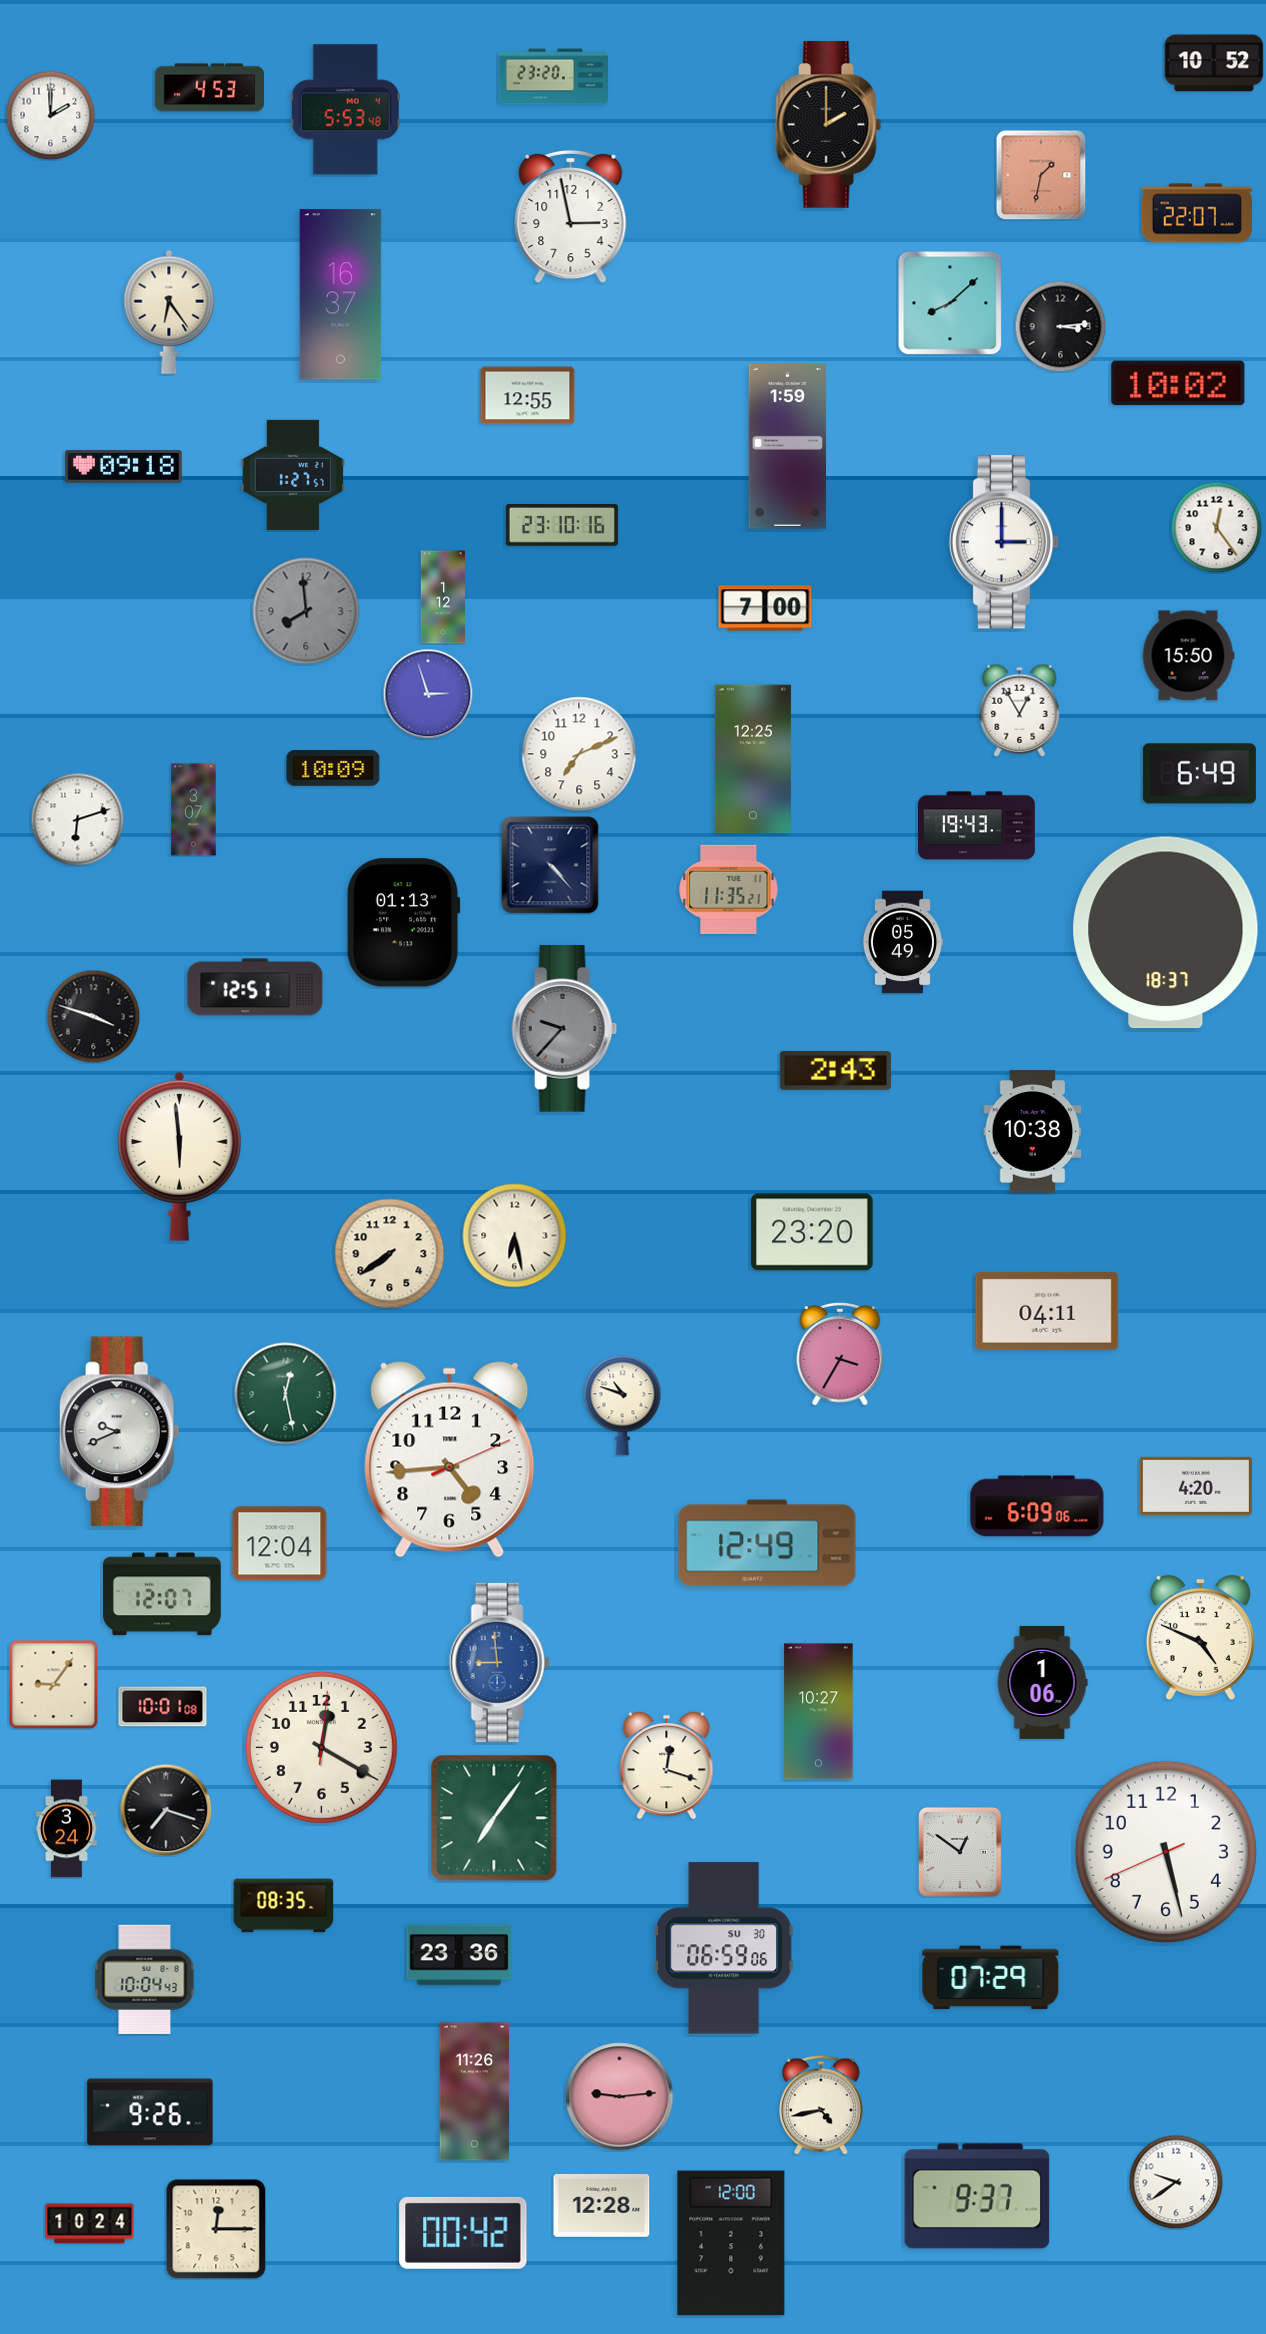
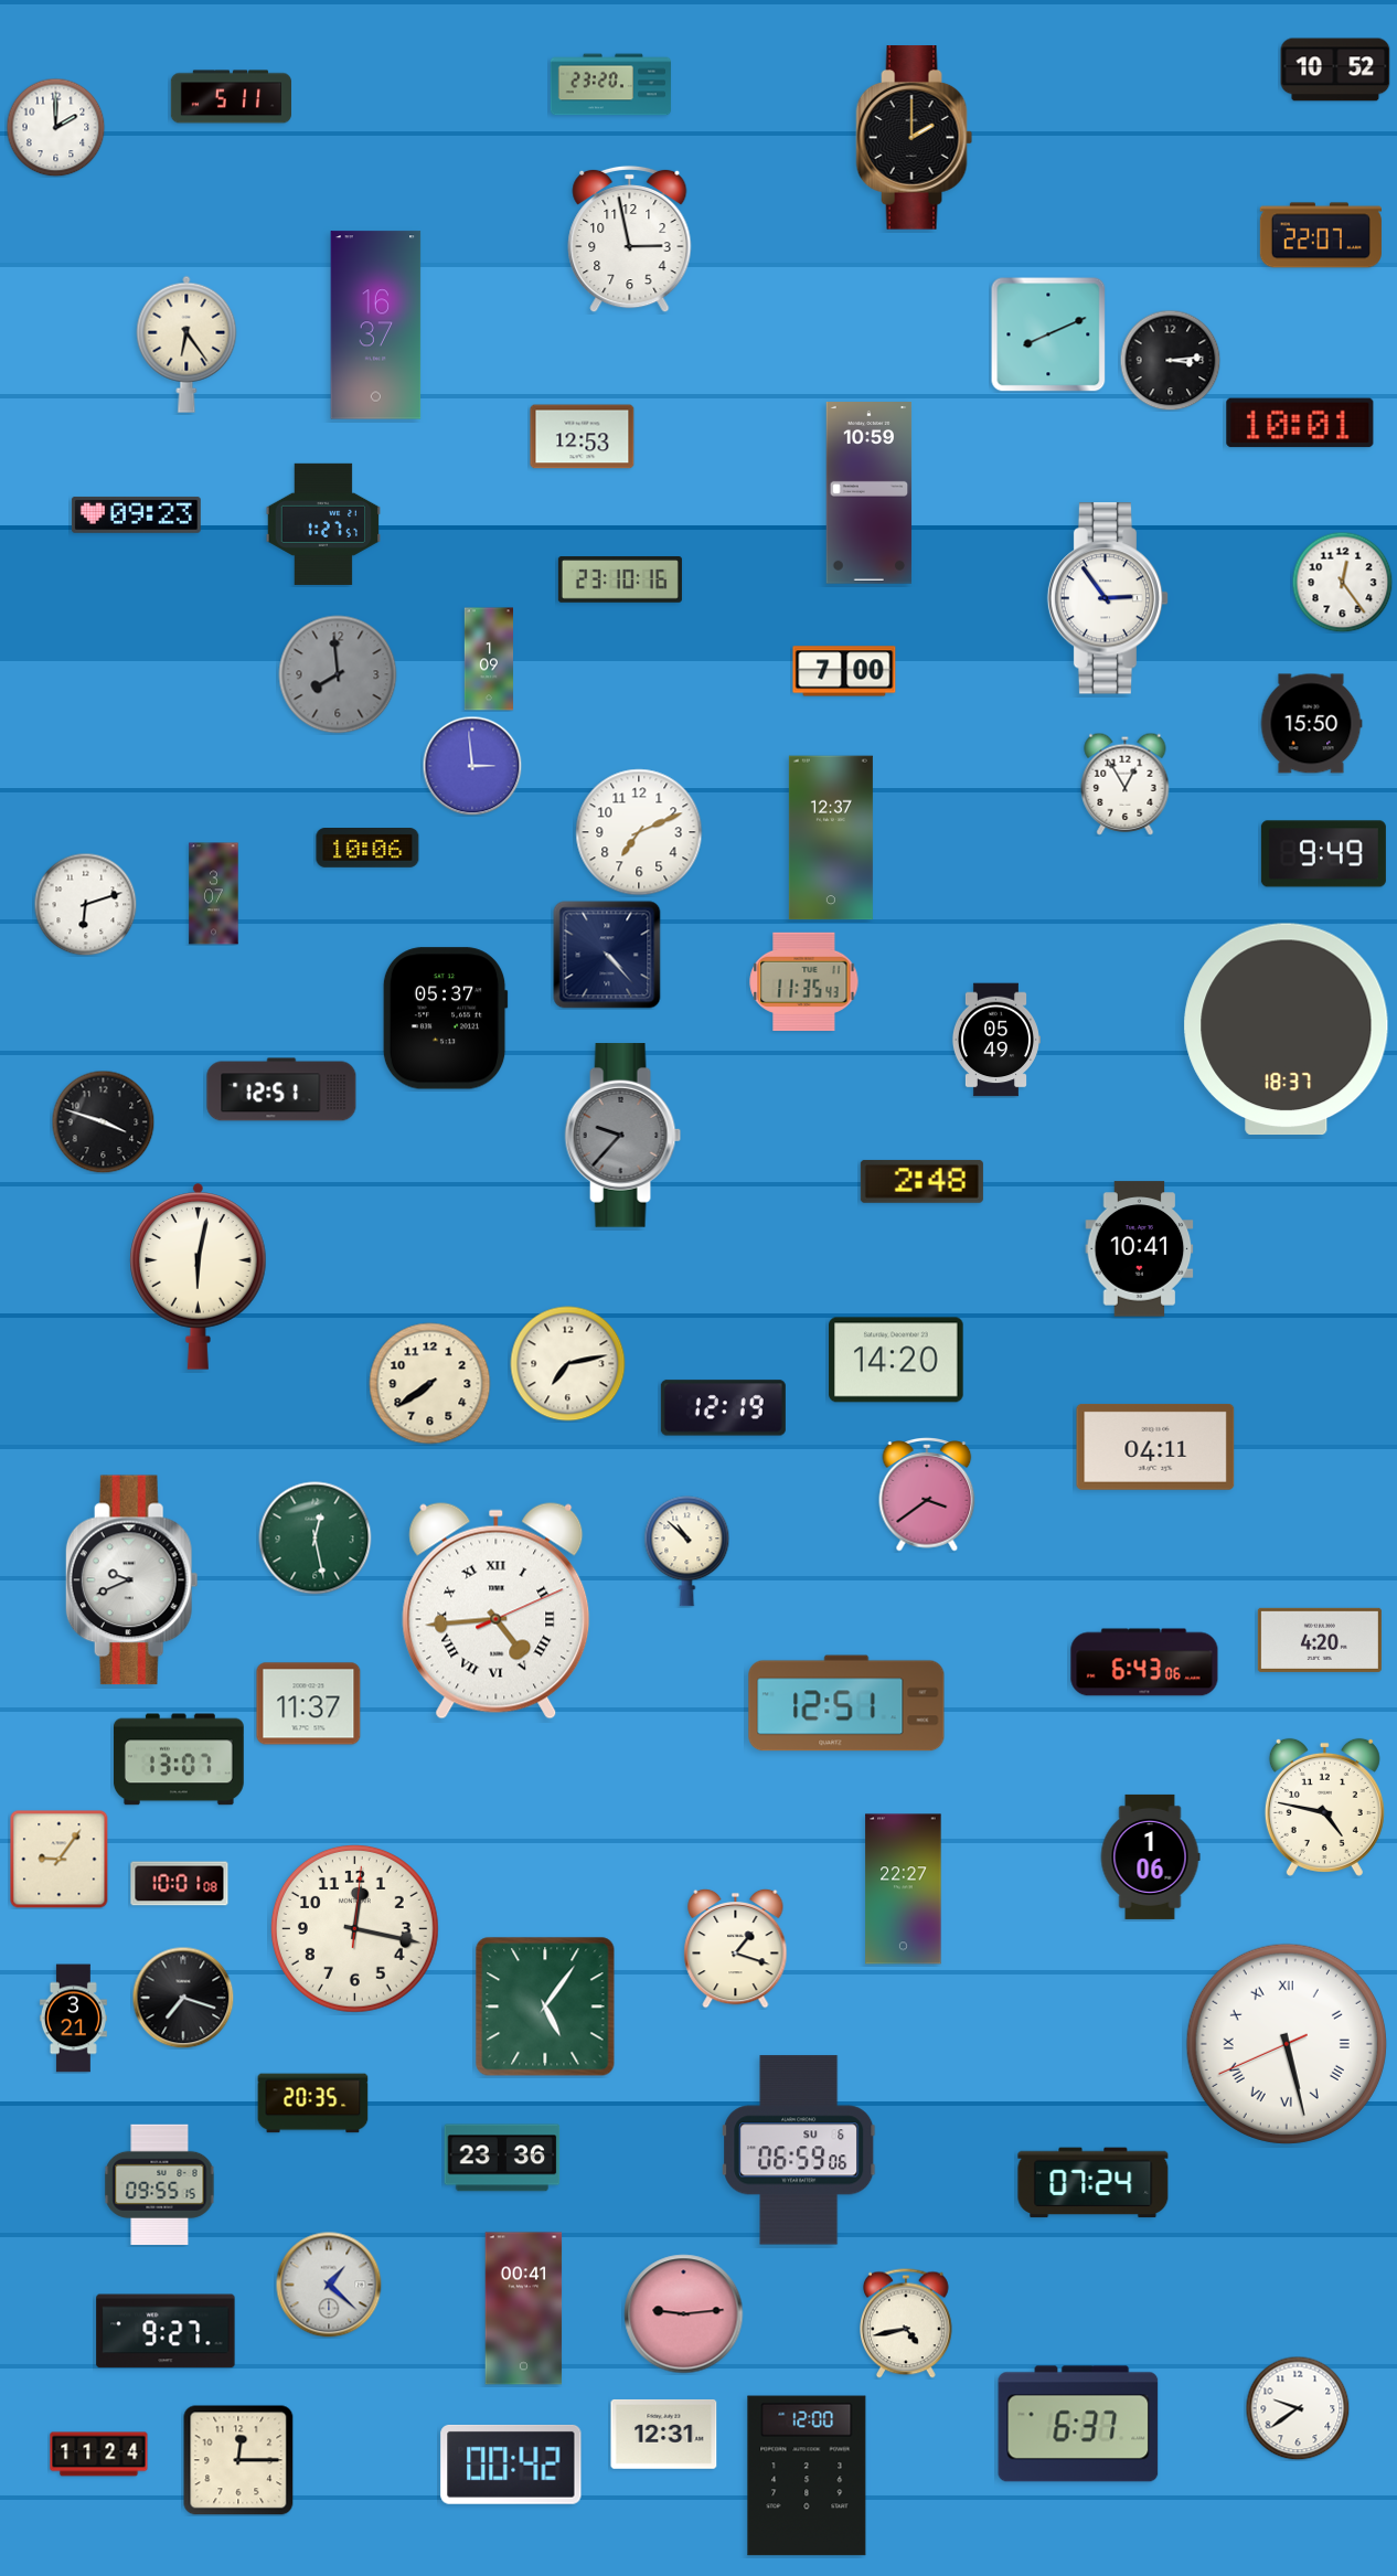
clock at (1214, 63) position: (1214, 63) -> (1335, 70)
clock at (209, 88): 4:53 -> 5:11
clock at (345, 110): 5:53 -> none
clock at (1041, 175): 1:32 -> none
clock at (950, 303): 8:08 -> 8:11
clock at (1178, 383): 10:02 -> 10:01
clock at (528, 396): 12:55 -> 12:53
clock at (788, 447): 1:59 -> 10:59
clock at (123, 466): 09:18 -> 09:23
clock at (1004, 542): 3:00 -> 2:54
clock at (442, 597): 1:12 -> 1:09
clock at (428, 694): 2:57 -> 2:59
clock at (753, 759): 12:25 -> 12:37
clock at (333, 769): 10:09 -> 10:06
clock at (1199, 774): 6:49 -> 9:49
clock at (976, 826): 19:43 -> none
clock at (729, 889): 11:35:21 -> 11:35:43
clock at (403, 923): 01:13 -> 05:37
clock at (835, 1070): 2:43 -> 2:48
clock at (1033, 1132): 10:38 -> 10:41
clock at (180, 1157): 5:59 -> 6:02
clock at (812, 1232): 23:20 -> 14:20
clock at (515, 1236): 6:28 -> 7:13
clock at (723, 1408): none -> 12:19
clock at (840, 1355): 3:35 -> 3:39
clock at (623, 1406): 10:48 -> 10:52
clock at (450, 1460) numerals: Arabic -> Roman
clock at (1037, 1506): 6:09 -> 6:43
clock at (767, 1543): 12:49 -> 12:51
clock at (280, 1544): 12:04 -> 11:37
clock at (162, 1594): 12:07 -> 13:07
clock at (1200, 1637): 4:49 -> 4:47
clock at (499, 1662): 8:59 -> none
clock at (819, 1712): 10:27 -> 22:27
clock at (321, 1747): 12:20 -> 12:17
clock at (667, 1765): 12:18 -> 1:18
clock at (494, 1818): 7:06 -> 5:06
clock at (66, 1829): 3:24 -> 3:21
clock at (1166, 1852) numerals: Arabic -> Roman
clock at (960, 1853): 12:51 -> none
clock at (284, 1906): 08:35 -> 20:35
clock at (724, 1948) date: SU 30 -> SU 6
clock at (459, 1955) position: (459, 1955) -> (502, 2158)
clock at (991, 1978): 07:29 -> 07:24
clock at (145, 1979): 10:04 -> 09:55
clock at (329, 2285): none -> 1:22
clock at (475, 2092): 11:26 -> 00:41
clock at (150, 2112): 9:26 -> 9:27
clock at (977, 2196): 9:37 -> 6:37
clock at (602, 2205): 12:28 -> 12:31
clock at (90, 2224): 10:24 -> 11:24
